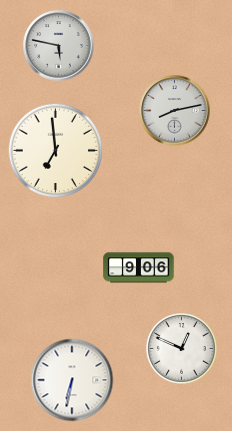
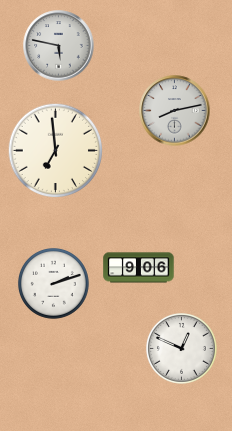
clock at (53, 283): none -> 2:12
clock at (72, 380): 6:32 -> none
